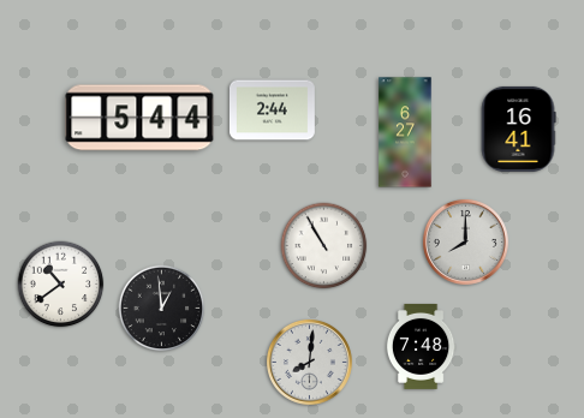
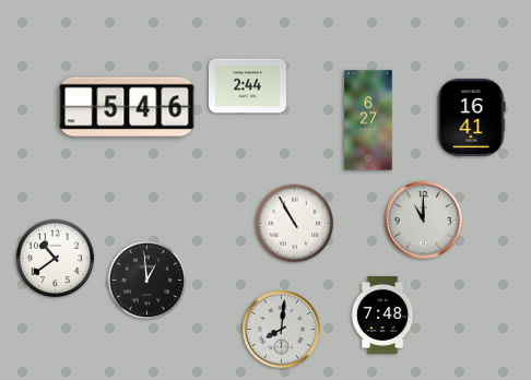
clock at (272, 111) position: (272, 111) -> (247, 86)
clock at (139, 118): 5:44 -> 5:46
clock at (465, 241): 8:00 -> 11:00
